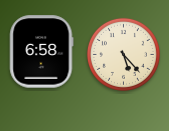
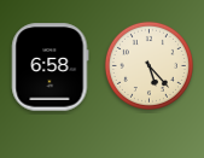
clock at (42, 52) position: (42, 52) -> (51, 68)
